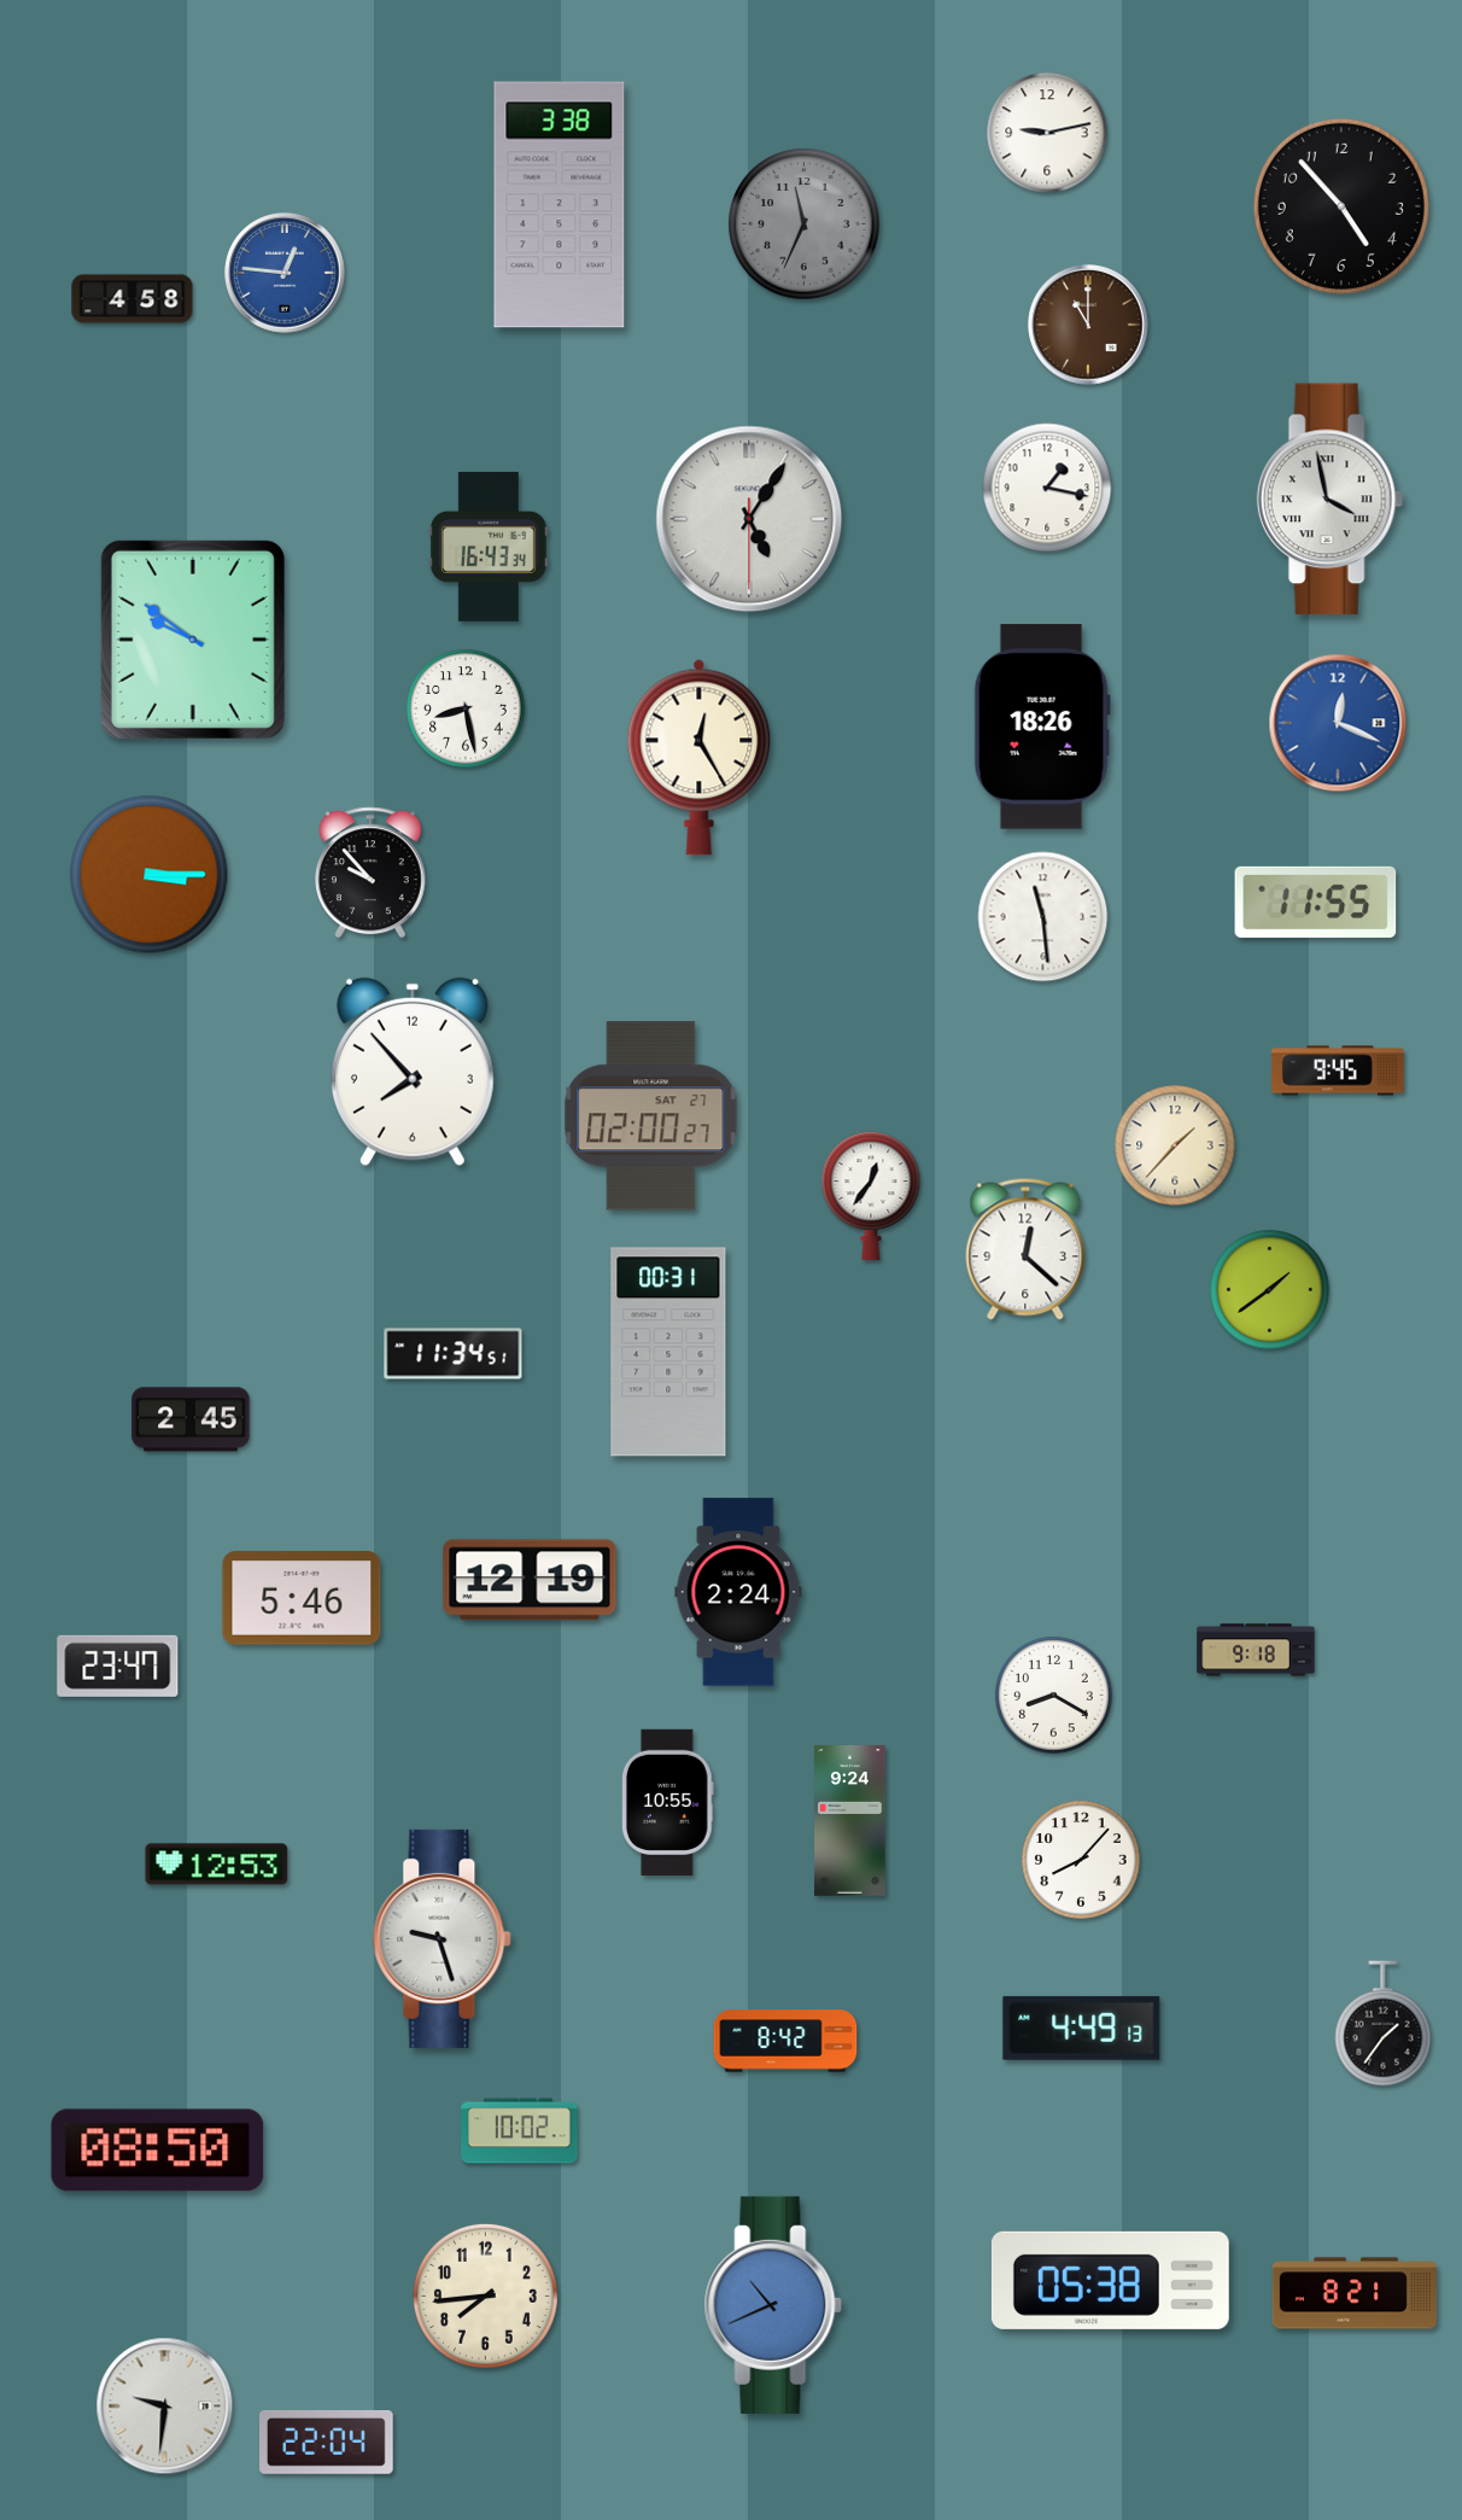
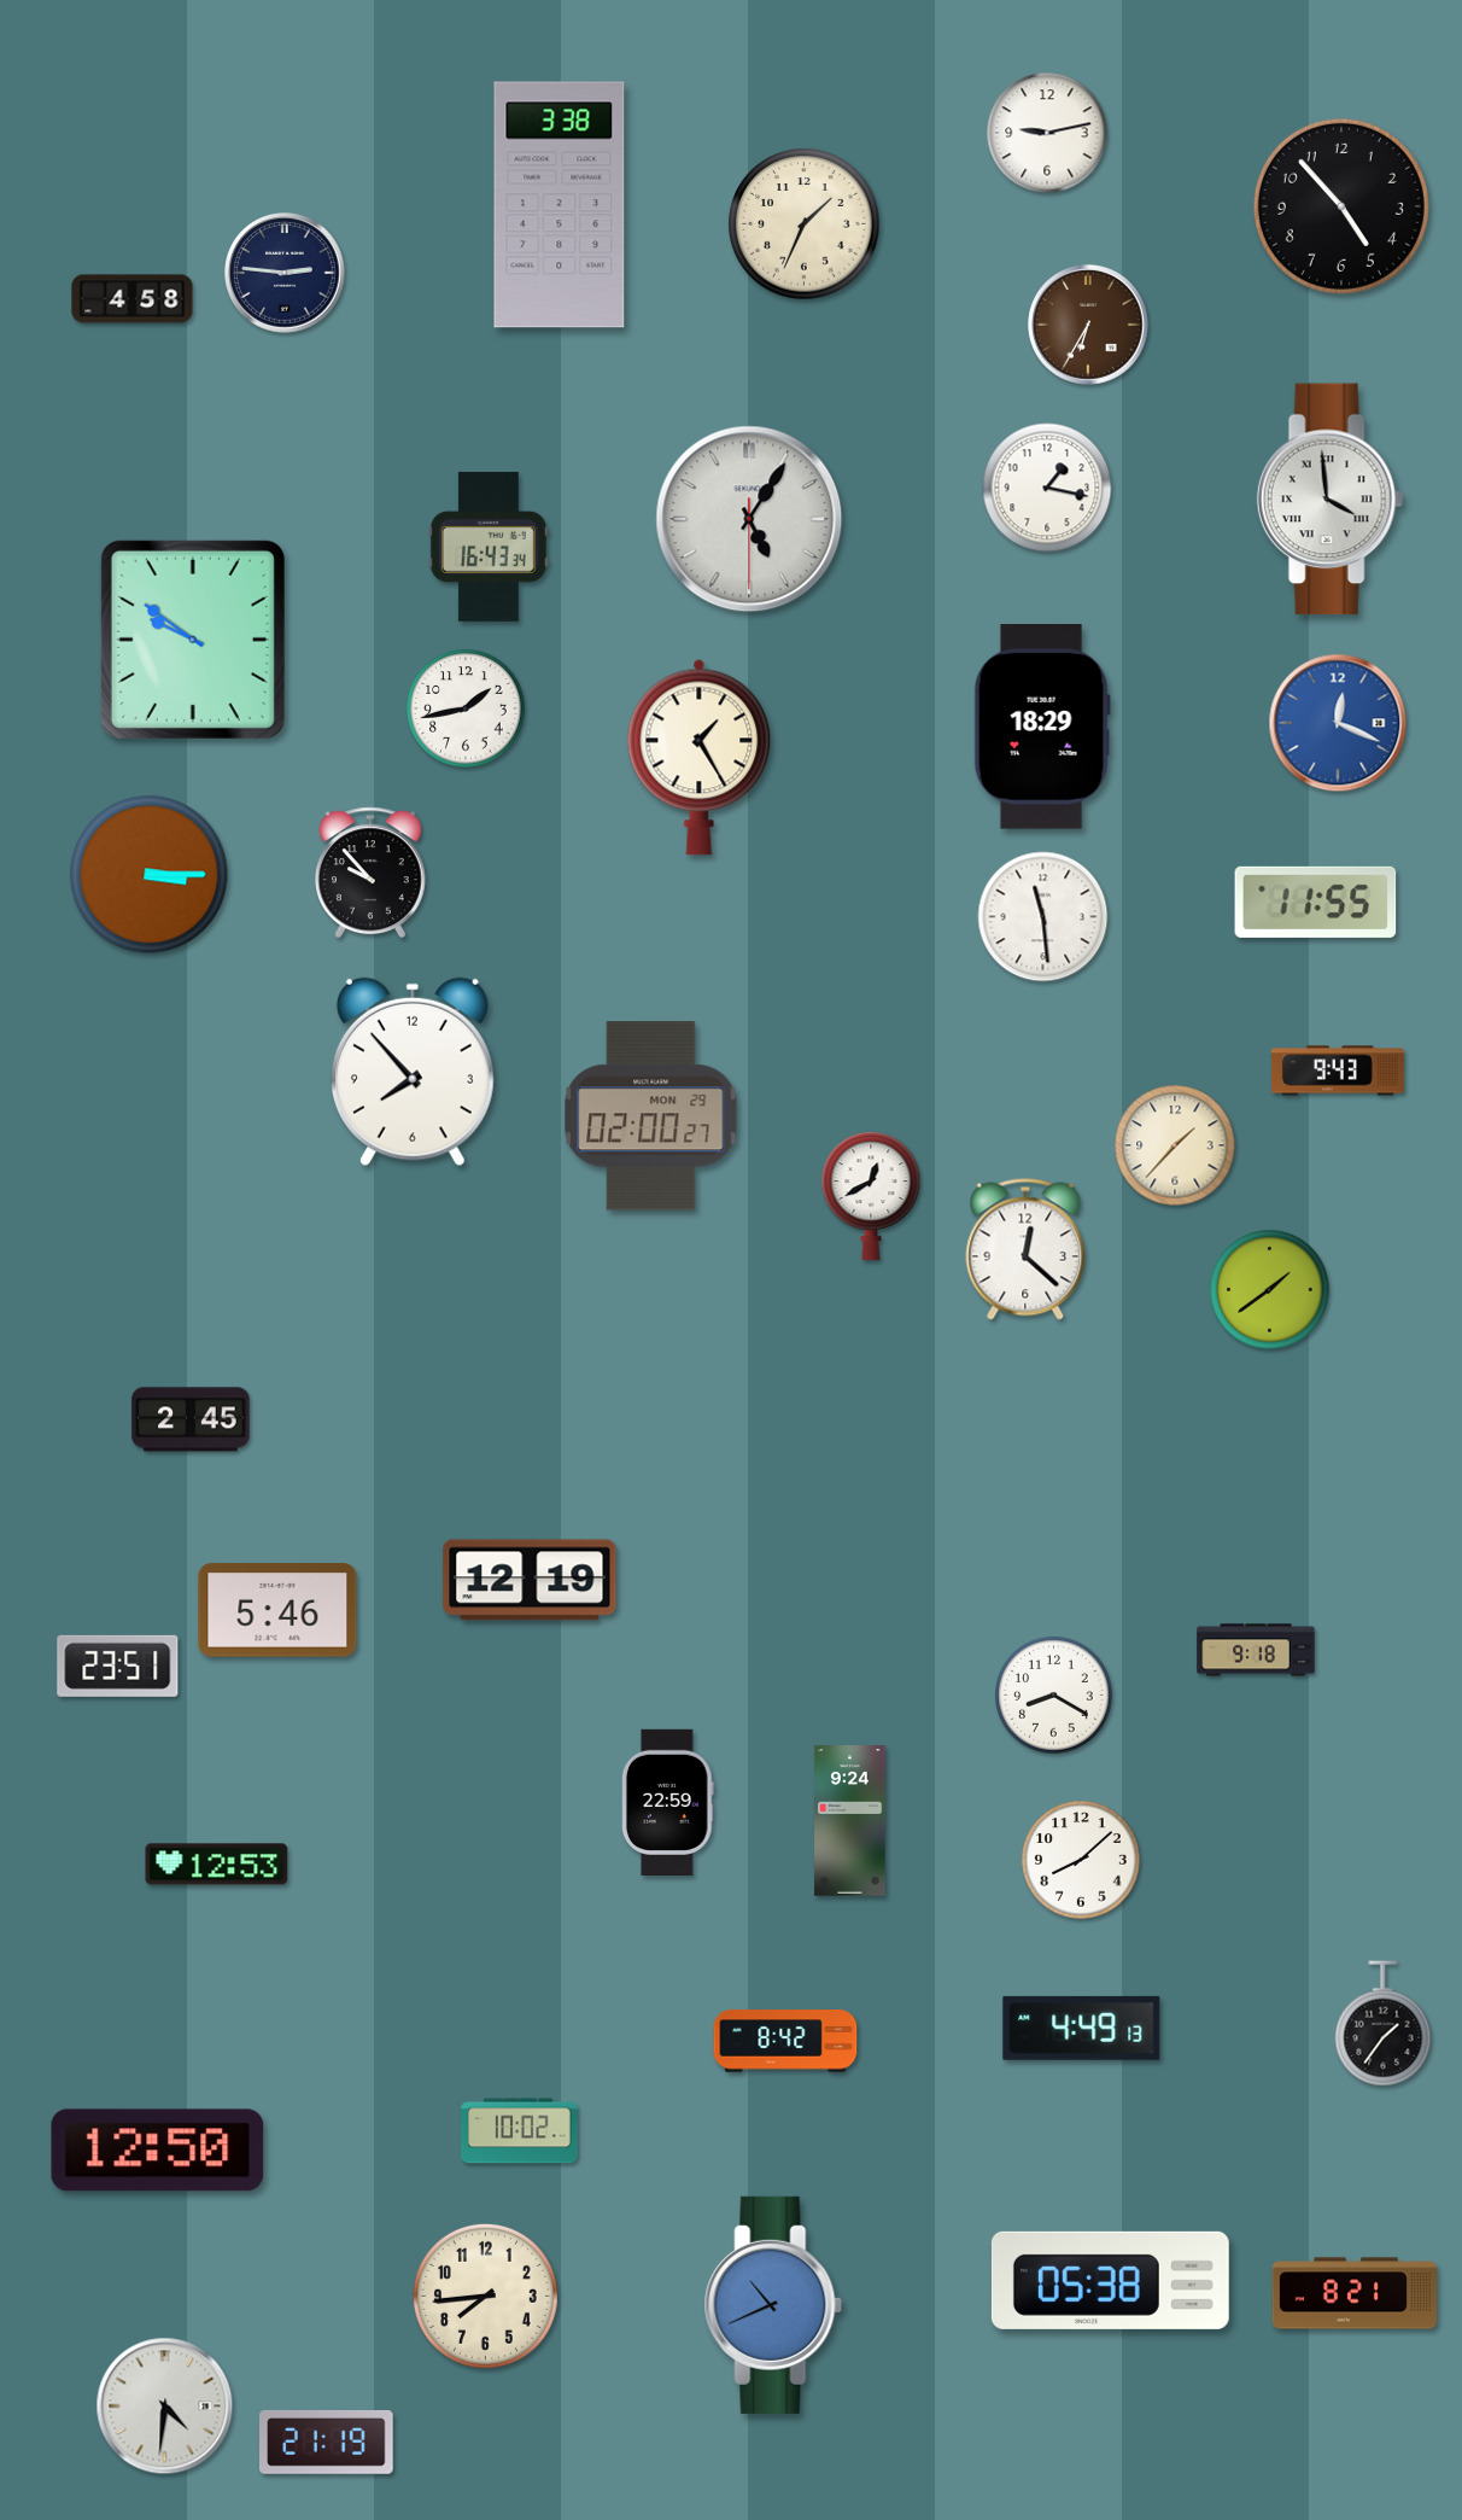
clock at (805, 224): 11:34 -> 1:34
clock at (805, 224) dial: grey -> cream
clock at (285, 273): 12:46 -> 2:46
clock at (285, 273) dial: blue -> navy
clock at (1088, 325): 11:00 -> 6:35
clock at (1329, 500): 3:58 -> 3:59
clock at (466, 708): 8:28 -> 1:43
clock at (1042, 727): 18:26 -> 18:29
clock at (700, 757): 12:25 -> 1:25
clock at (1338, 1071): 9:45 -> 9:43
clock at (651, 1116) date: SAT 27 -> MON 29
clock at (871, 1196): 12:36 -> 12:40
clock at (668, 1352): 00:31 -> none
clock at (454, 1354): 11:34 -> none
clock at (738, 1592): 2:24 -> none
clock at (302, 1598) position: (302, 1598) -> (277, 1610)
clock at (118, 1666): 23:47 -> 23:51
clock at (668, 1802): 10:55 -> 22:59
clock at (1081, 1860): 8:07 -> 8:08
clock at (443, 1938): 9:27 -> none
clock at (158, 2151): 08:50 -> 12:50
clock at (165, 2407): 9:31 -> 4:31
clock at (327, 2442): 22:04 -> 21:19
